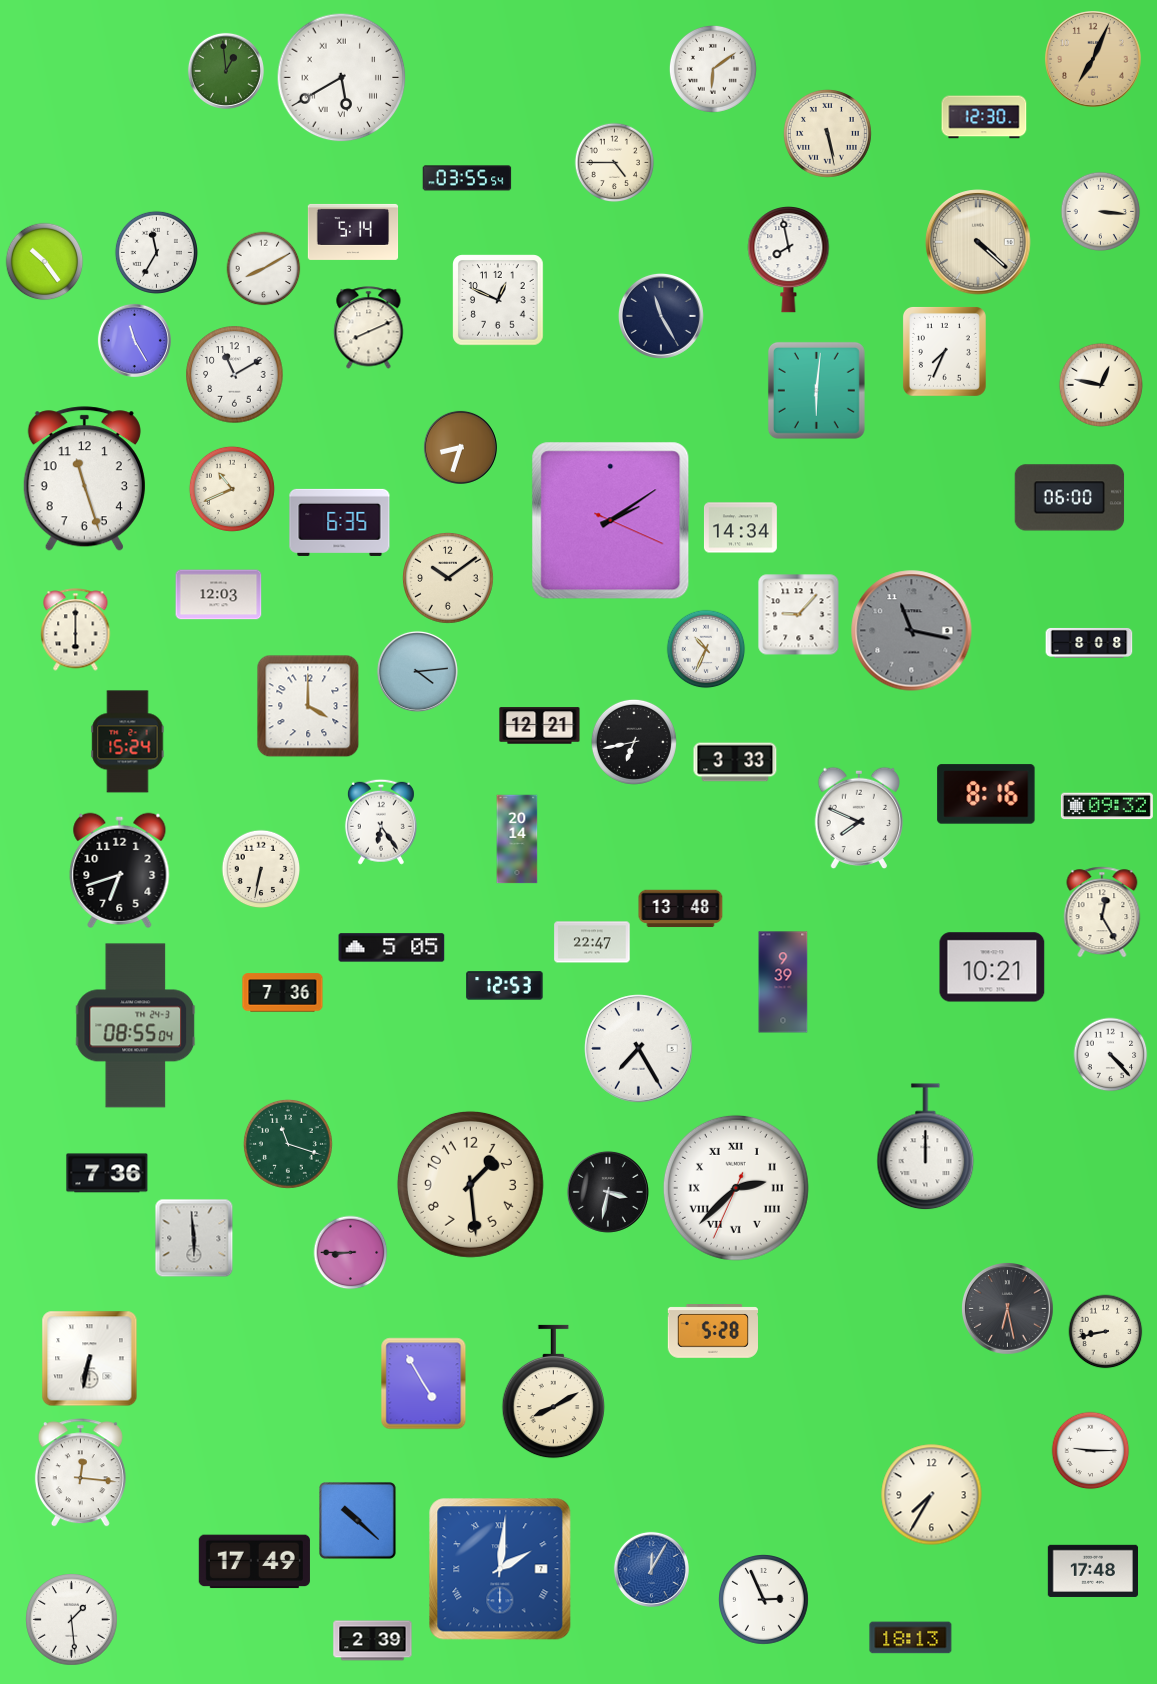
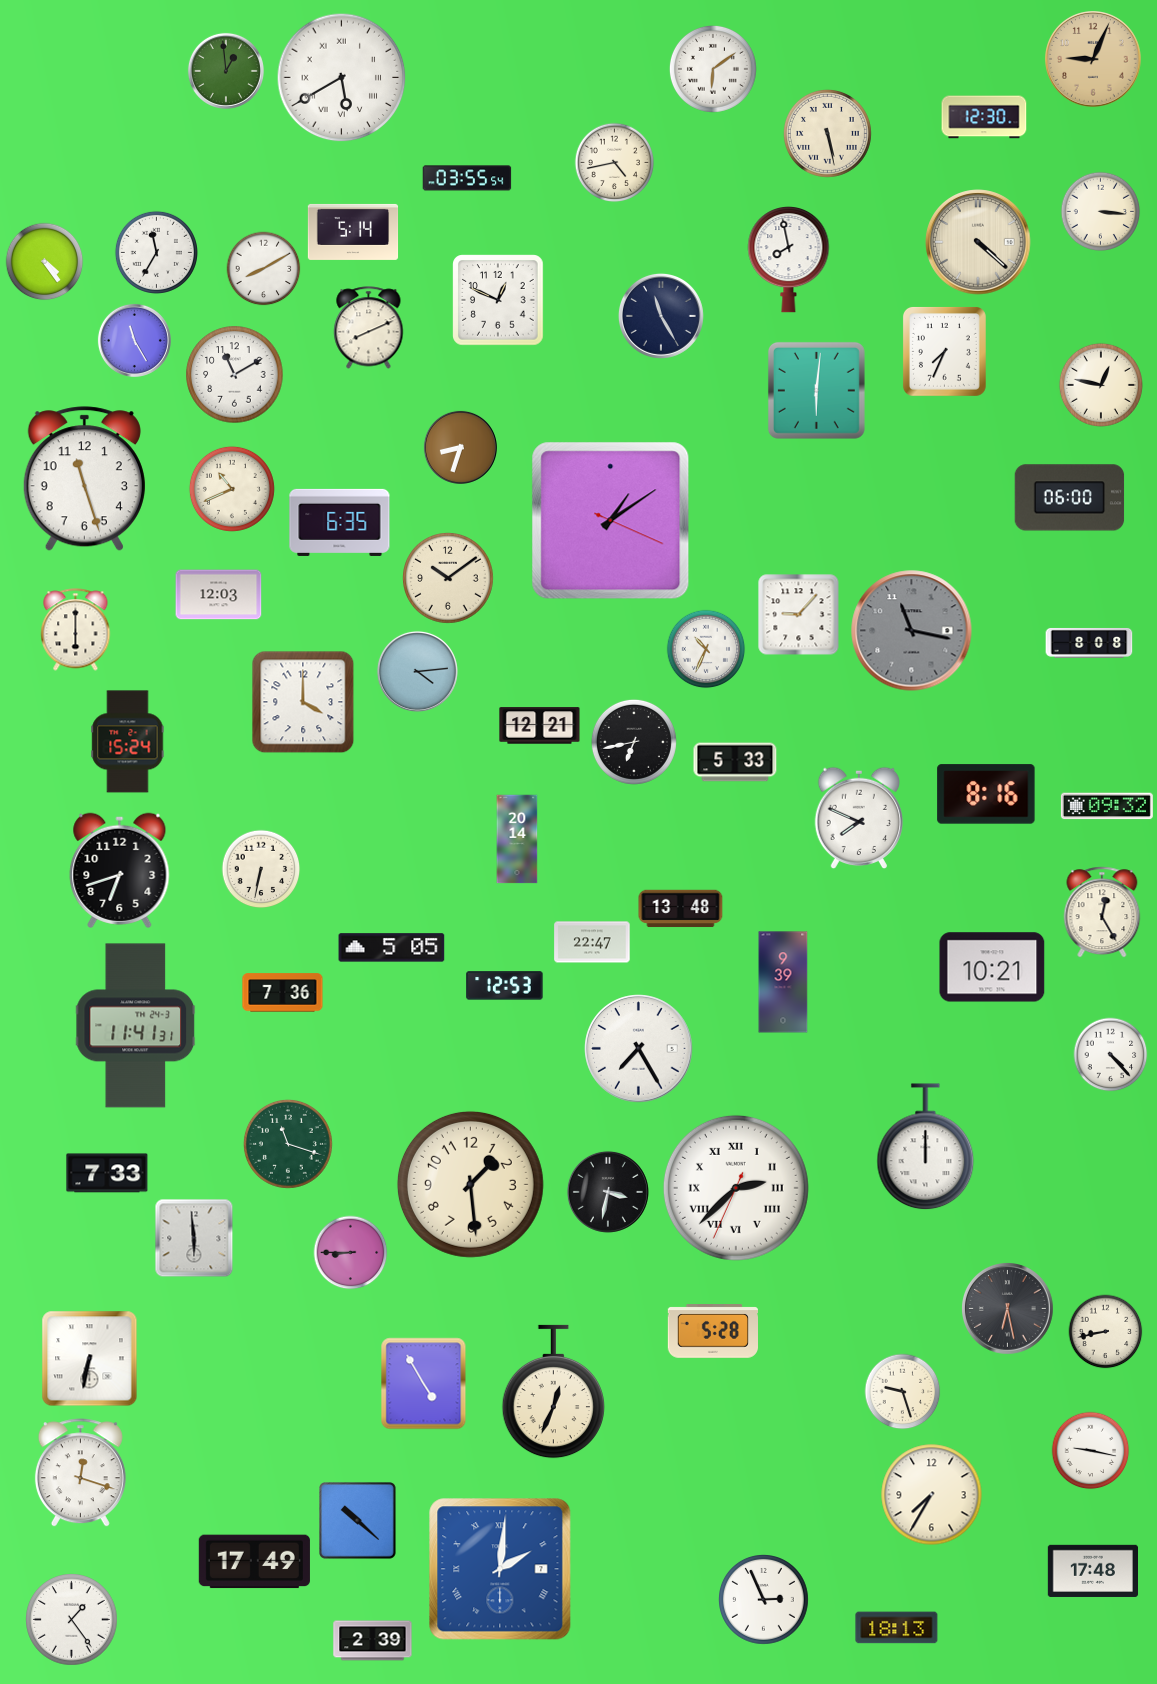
clock at (1094, 60): 7:04 -> 9:04
clock at (615, 163): 4:45 -> 4:43
clock at (45, 262): 10:24 -> 4:24
clock at (611, 521): 2:09 -> 1:09
clock at (740, 528): 14:34 -> none
clock at (308, 706) position: (308, 706) -> (303, 702)
clock at (735, 762): 3:33 -> 5:33
clock at (381, 822): 6:24 -> none
clock at (136, 1026): 08:55 -> 11:41
clock at (107, 1173): 7:36 -> 7:33
clock at (553, 1392): 8:10 -> 12:34
clock at (903, 1392): none -> 9:27
clock at (1091, 1451): 9:15 -> 9:17
clock at (80, 1473): 12:16 -> 12:18
clock at (651, 1569): 12:05 -> none
clock at (72, 1620): 1:29 -> 1:24
clock at (911, 1638) position: (911, 1638) -> (897, 1628)
